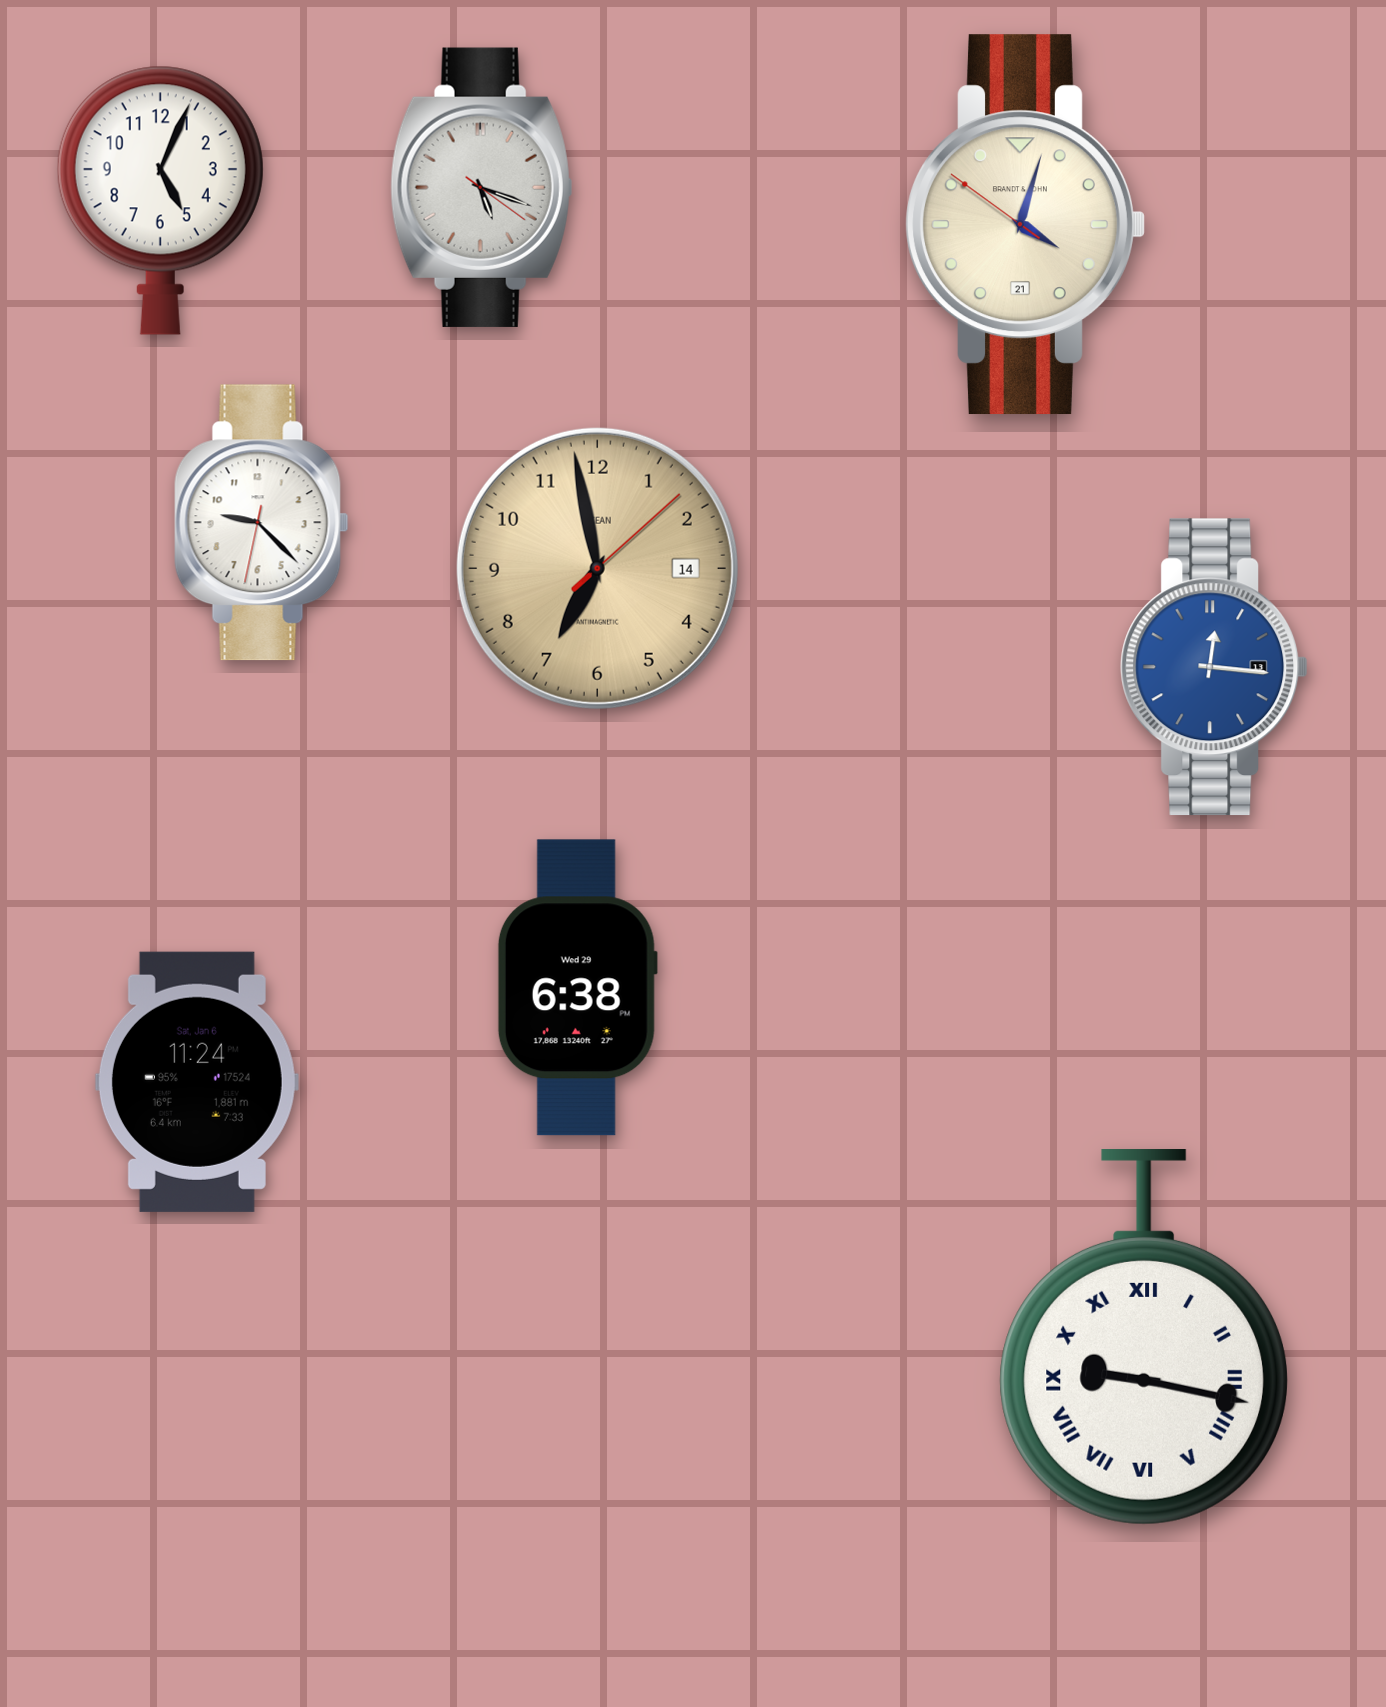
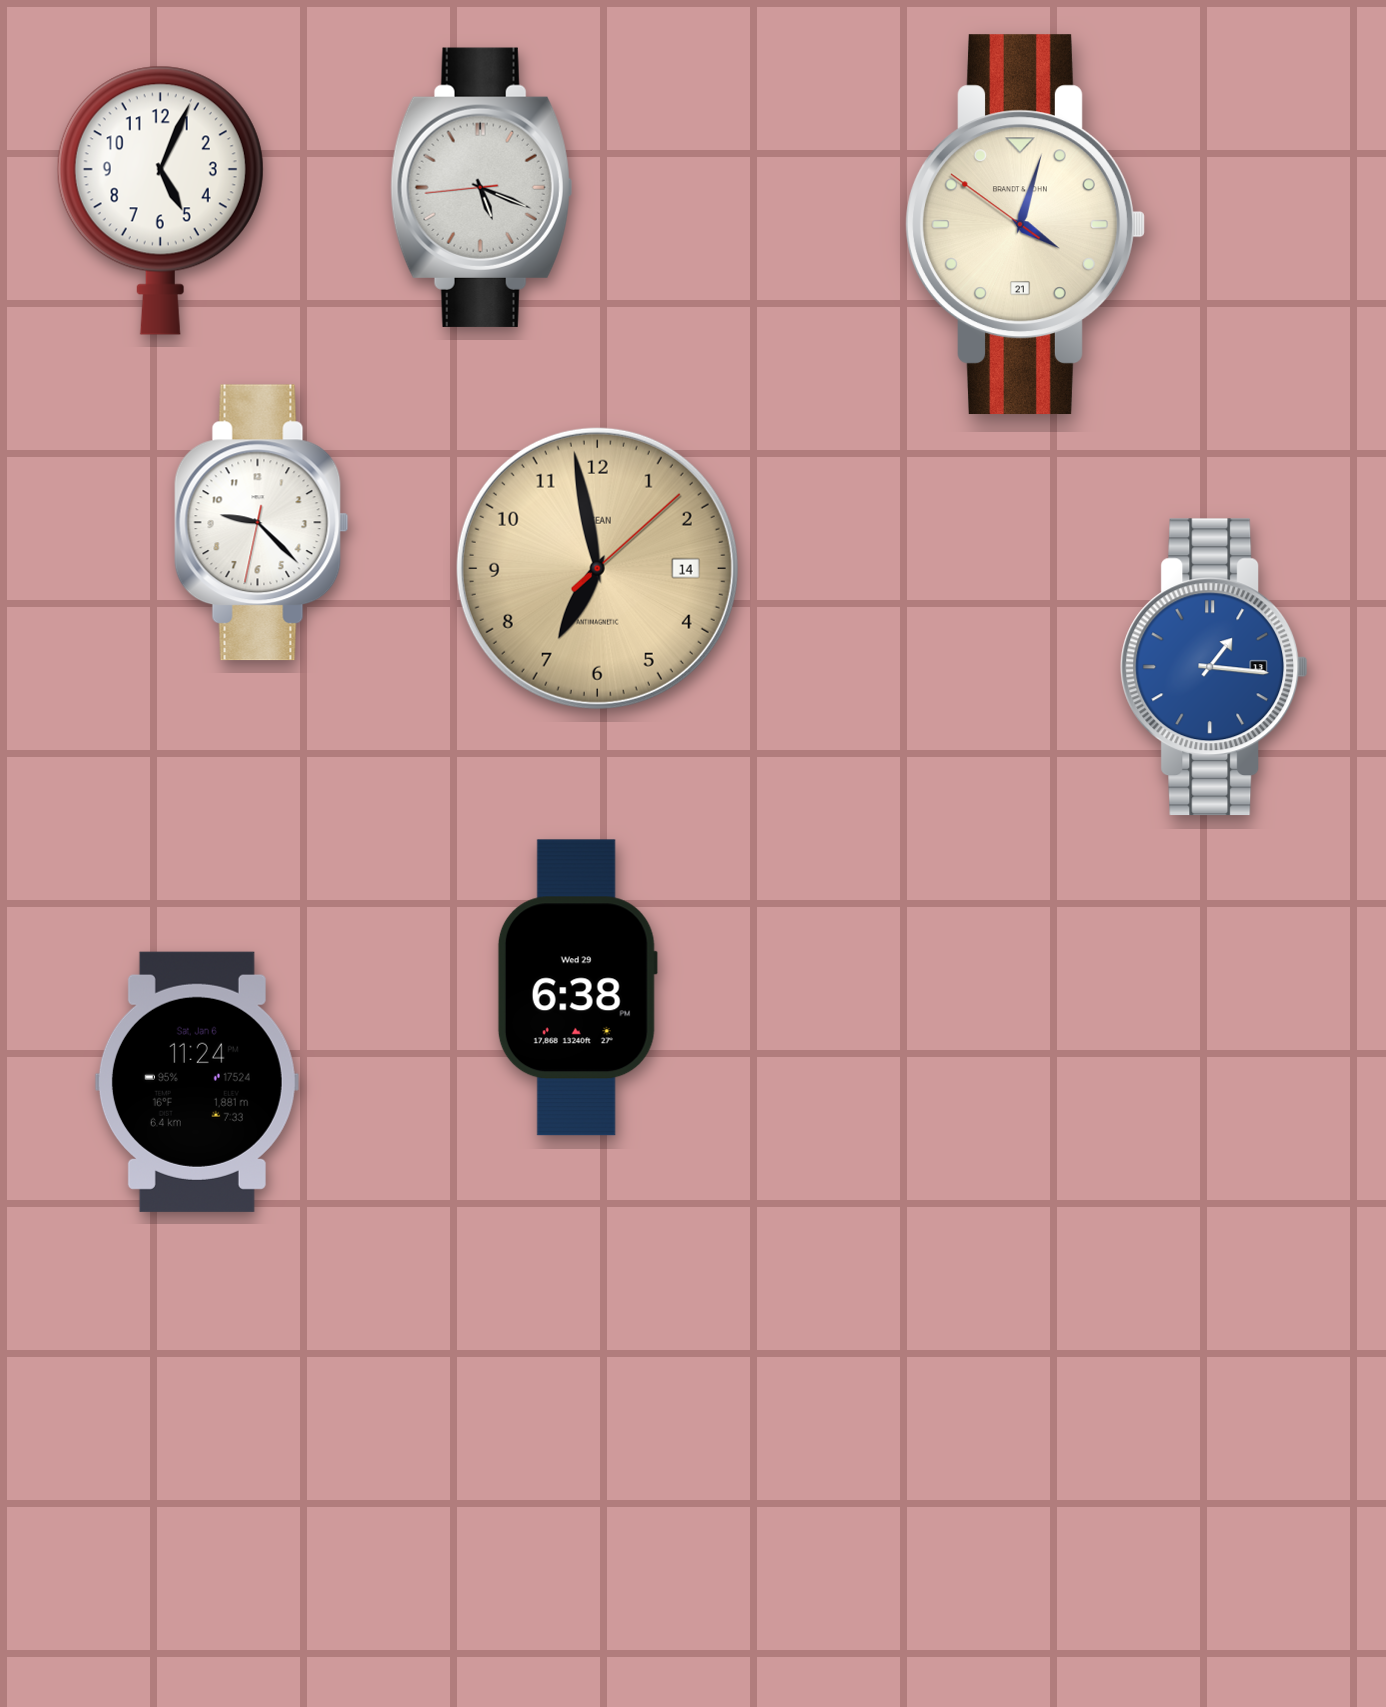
clock at (482, 187): 5:18:21 -> 5:18:44
clock at (1214, 667): 12:16 -> 1:16
clock at (1144, 1338): 9:17 -> none
